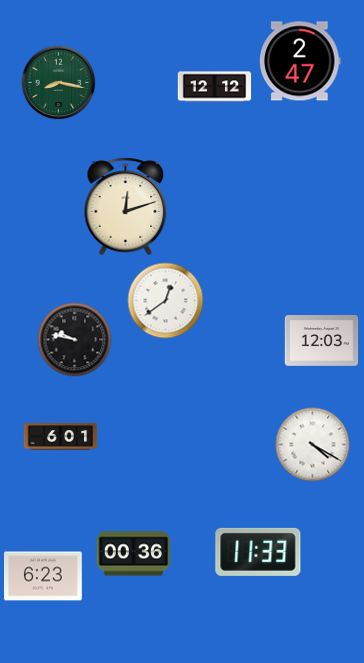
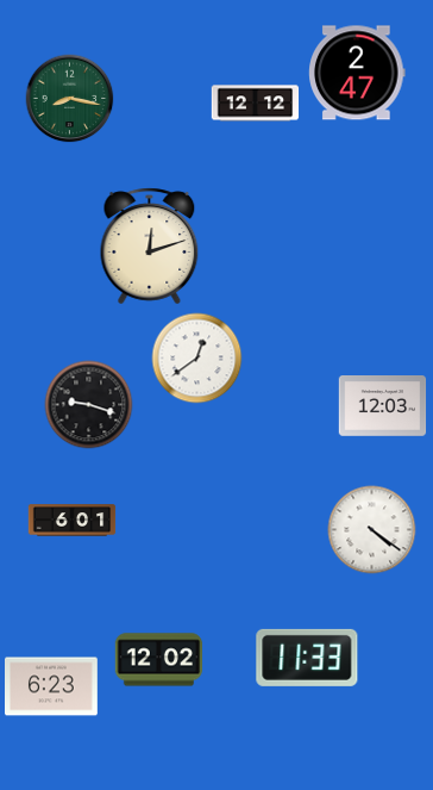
clock at (75, 340): 9:47 -> 9:18
clock at (313, 445): 4:20 -> 4:21
clock at (134, 554): 00:36 -> 12:02
